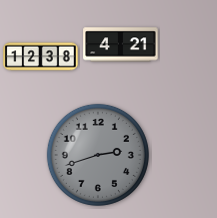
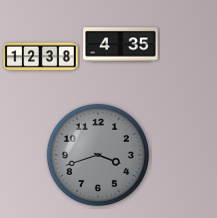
clock at (121, 45): 4:21 -> 4:35
clock at (98, 155): 2:42 -> 3:42
